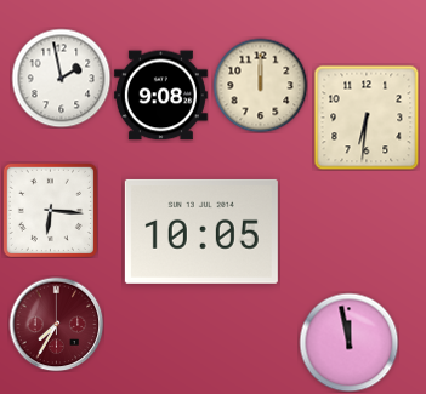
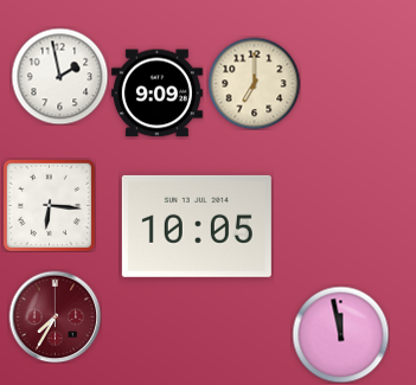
clock at (260, 85): 12:00 -> 7:00
clock at (160, 96): 9:08 -> 9:09
clock at (367, 118): 6:31 -> none
